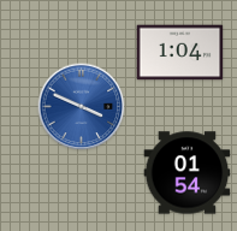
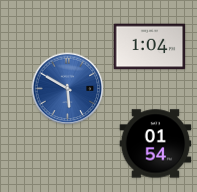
clock at (180, 53) position: (180, 53) -> (150, 47)
clock at (82, 107): 3:49 -> 5:50
